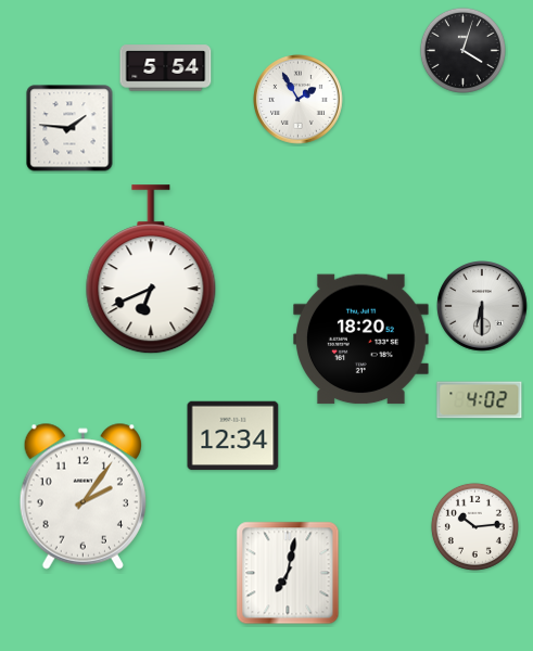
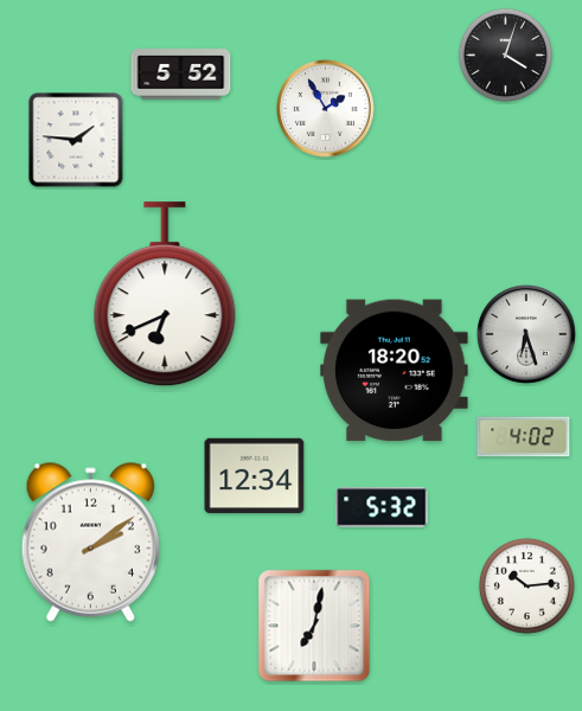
clock at (166, 68): 5:54 -> 5:52
clock at (483, 307): 6:30 -> 6:27
clock at (382, 507): none -> 5:32
clock at (83, 496): 2:06 -> 2:09
clock at (474, 526) position: (474, 526) -> (526, 585)
